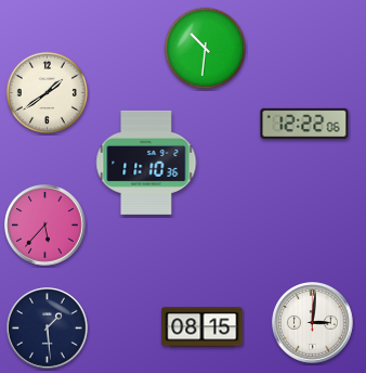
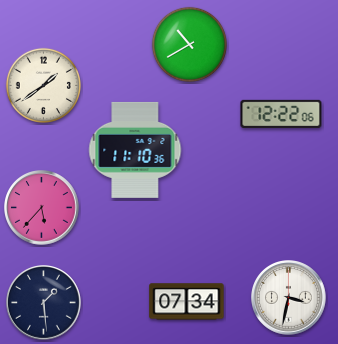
clock at (205, 48): 10:31 -> 10:40
clock at (313, 323): 3:01 -> 3:32
clock at (202, 327): 08:15 -> 07:34
